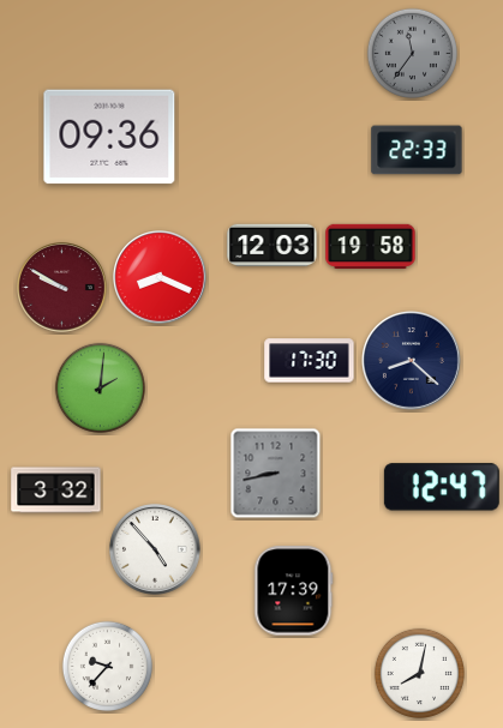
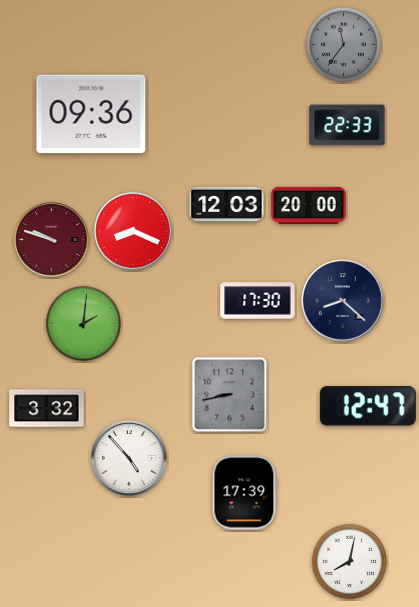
clock at (371, 246): 19:58 -> 20:00
clock at (62, 288): 9:50 -> 9:48
clock at (107, 666): 9:37 -> none
